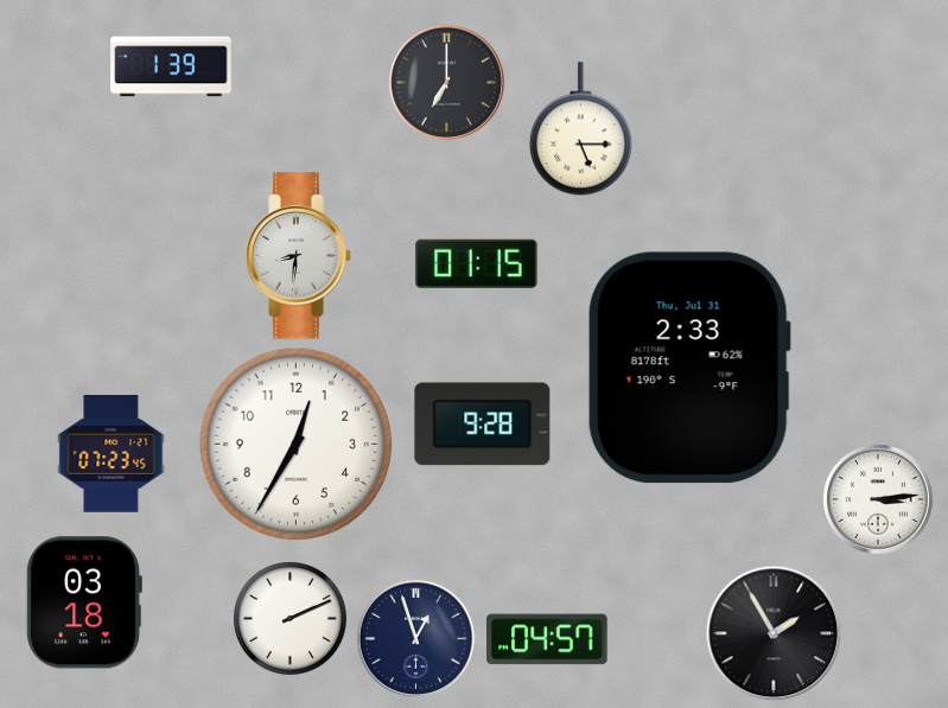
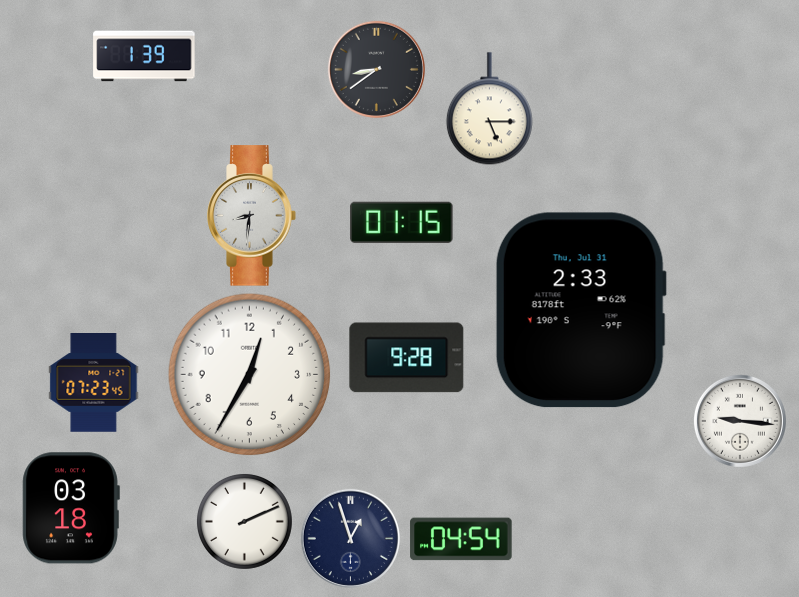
clock at (446, 82): 7:00 -> 8:39
clock at (878, 499): 3:14 -> 9:16
clock at (774, 633): 1:55 -> none
clock at (547, 639): 04:57 -> 04:54
